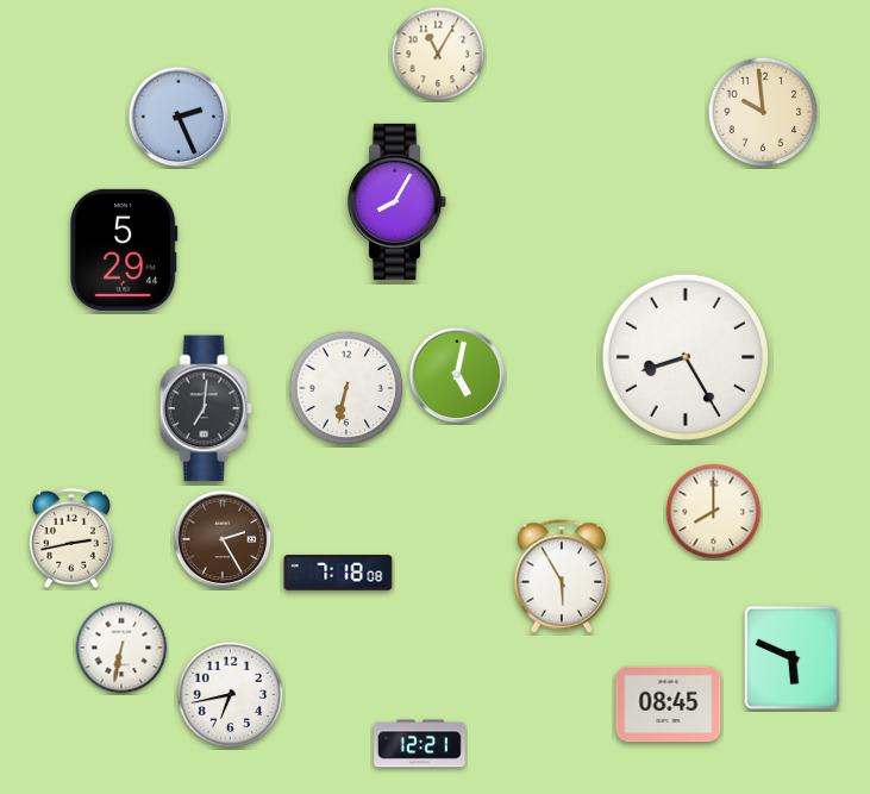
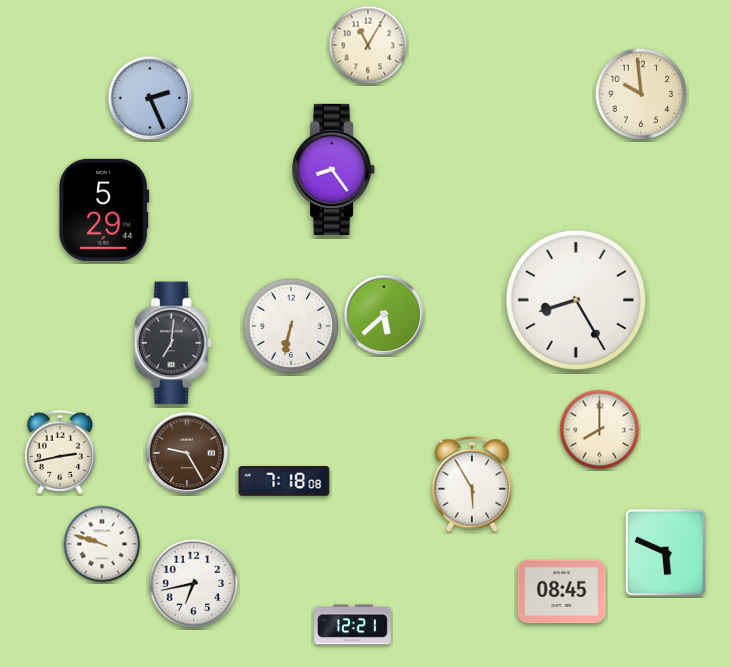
clock at (398, 201): 8:05 -> 8:24
clock at (457, 375): 5:02 -> 5:38
clock at (223, 539): 2:25 -> 9:25
clock at (121, 648): 6:32 -> 9:48
